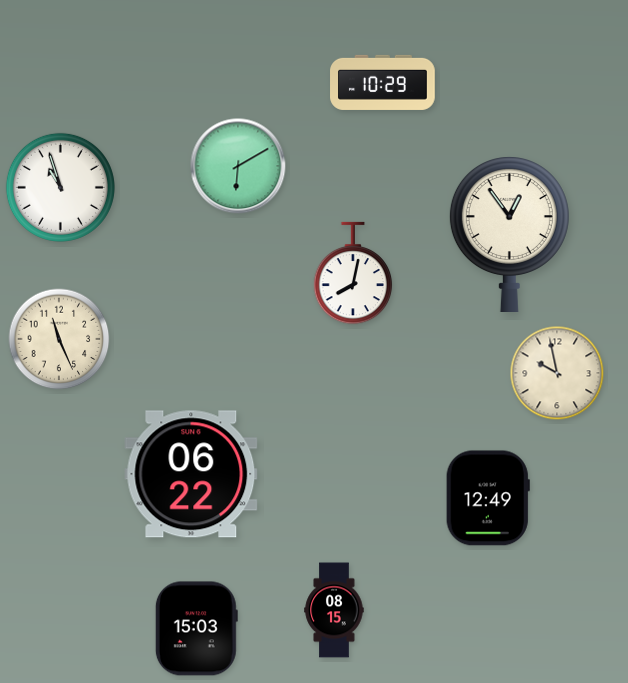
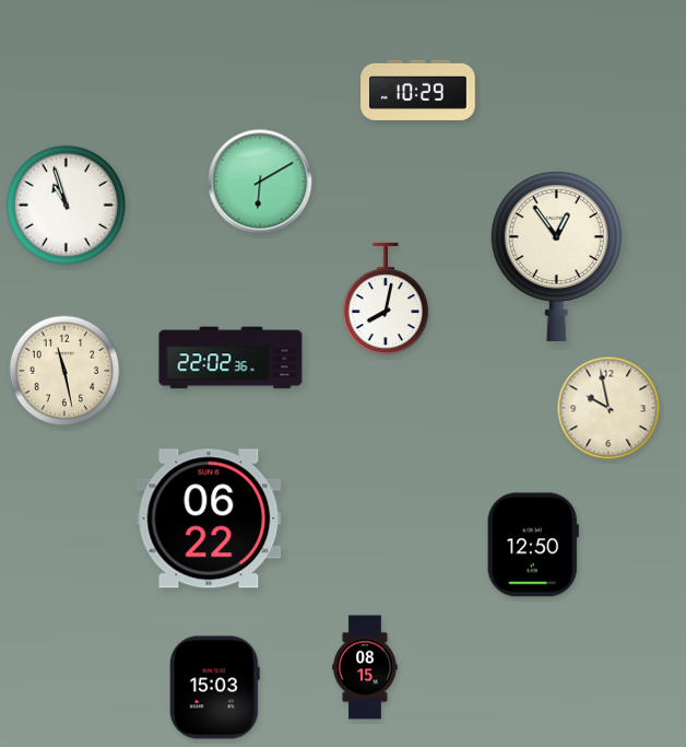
clock at (230, 358): none -> 22:02
clock at (59, 339): 11:26 -> 11:28
clock at (488, 498): 12:49 -> 12:50
